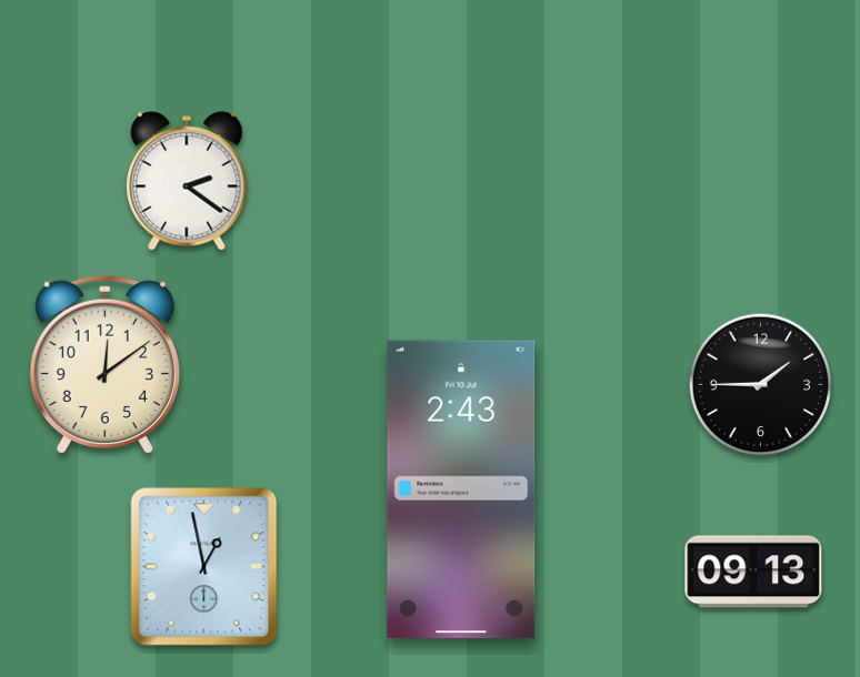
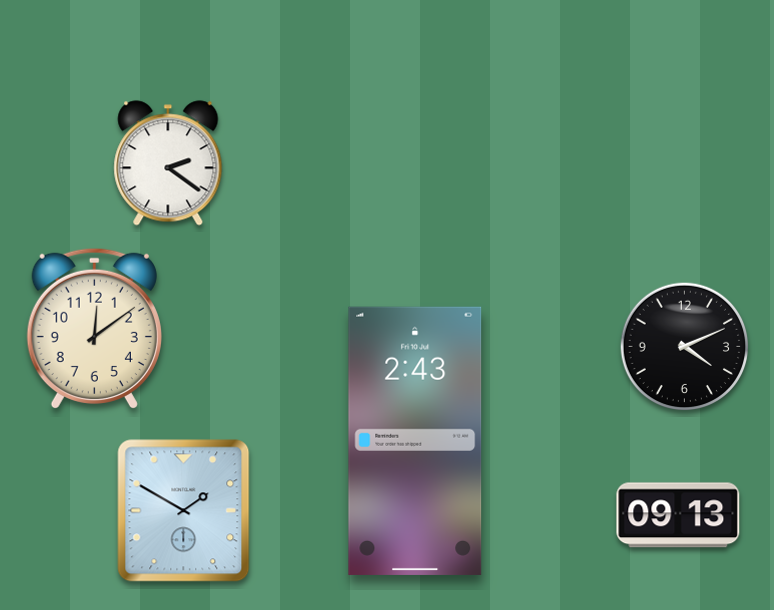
clock at (761, 385): 1:45 -> 4:11
clock at (204, 567): 12:58 -> 1:50
